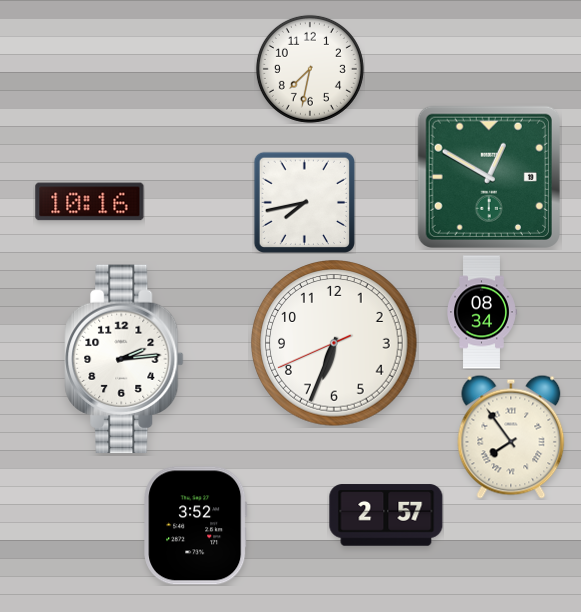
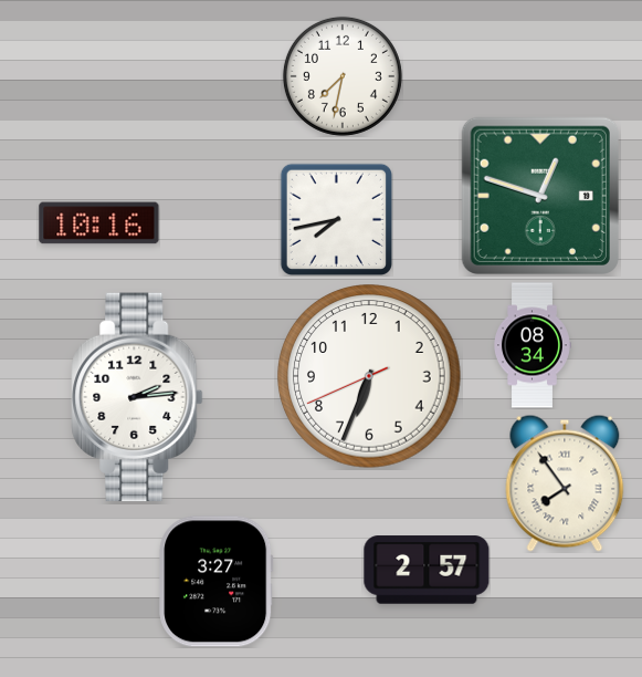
clock at (489, 177): 12:50 -> 12:48
clock at (304, 202) position: (304, 202) -> (336, 219)
clock at (334, 343) position: (334, 343) -> (369, 376)
clock at (196, 526): 3:52 -> 3:27
